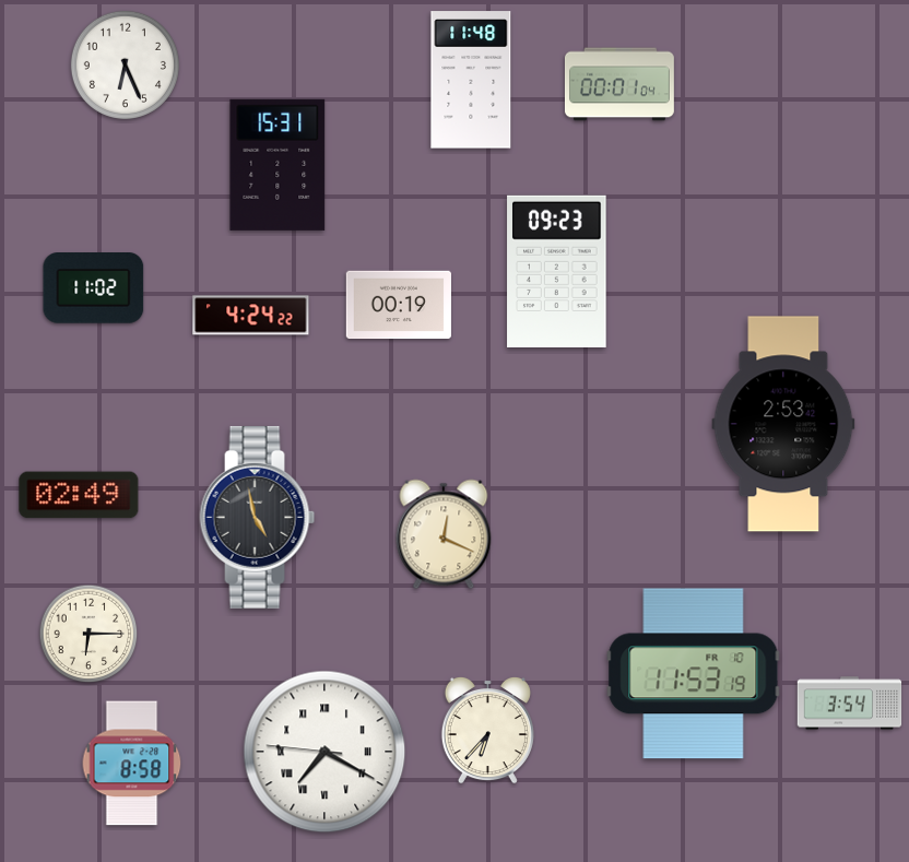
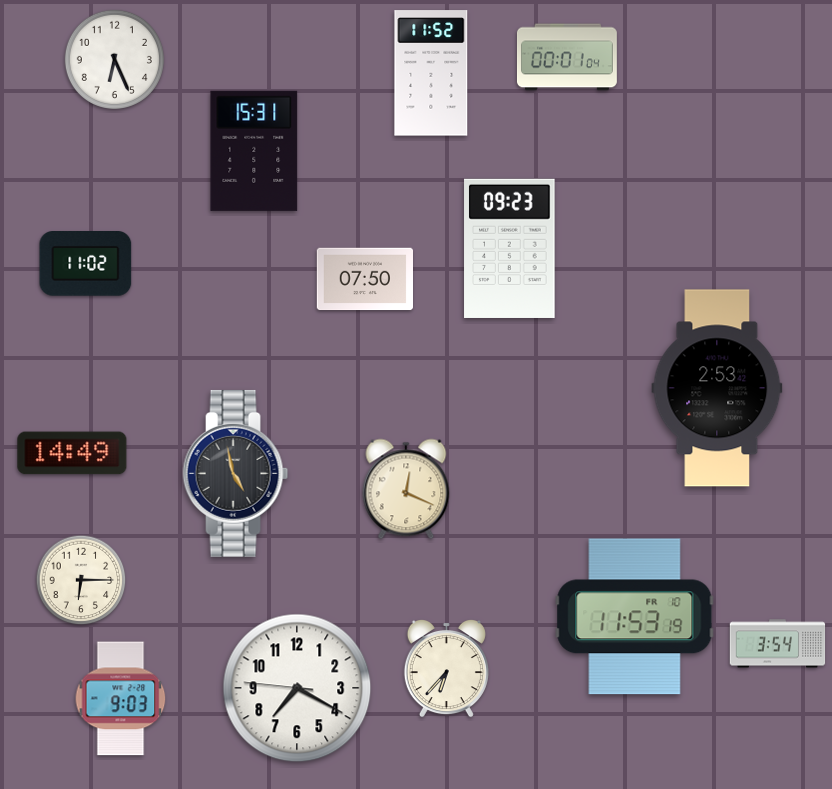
clock at (471, 80): 11:48 -> 11:52
clock at (619, 84) position: (619, 84) -> (567, 57)
clock at (398, 305): 00:19 -> 07:50
clock at (251, 316): 4:24 -> none
clock at (79, 495): 02:49 -> 14:49
clock at (324, 752) numerals: Roman -> Arabic
clock at (132, 764): 8:58 -> 9:03
